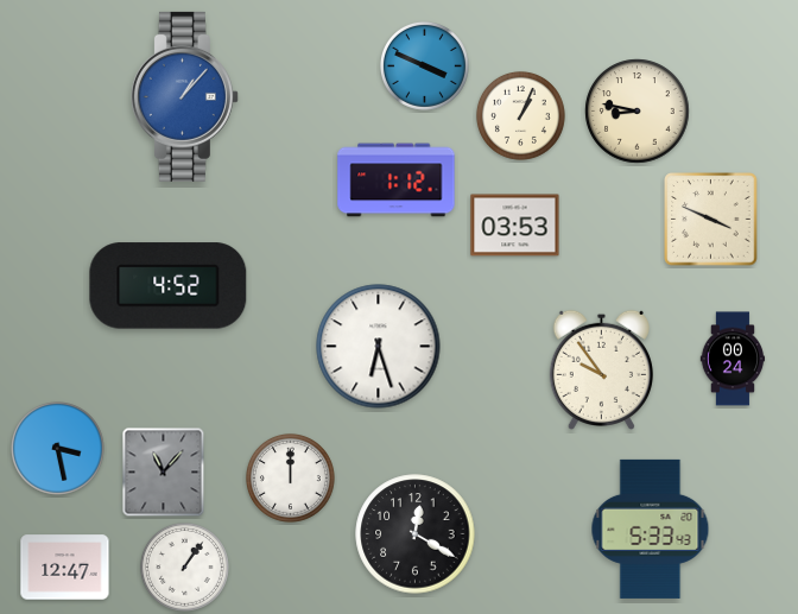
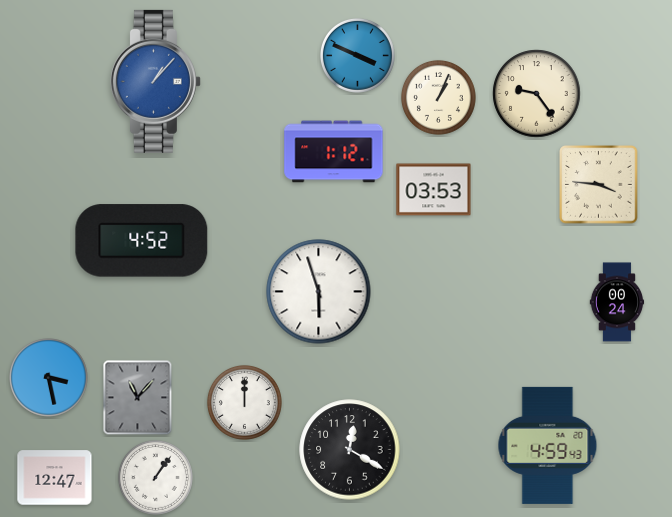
clock at (638, 112): 8:47 -> 9:24
clock at (711, 220): 3:49 -> 3:46
clock at (379, 347): 6:27 -> 5:57
clock at (601, 371): 9:54 -> none
clock at (651, 528): 5:33 -> 4:59
